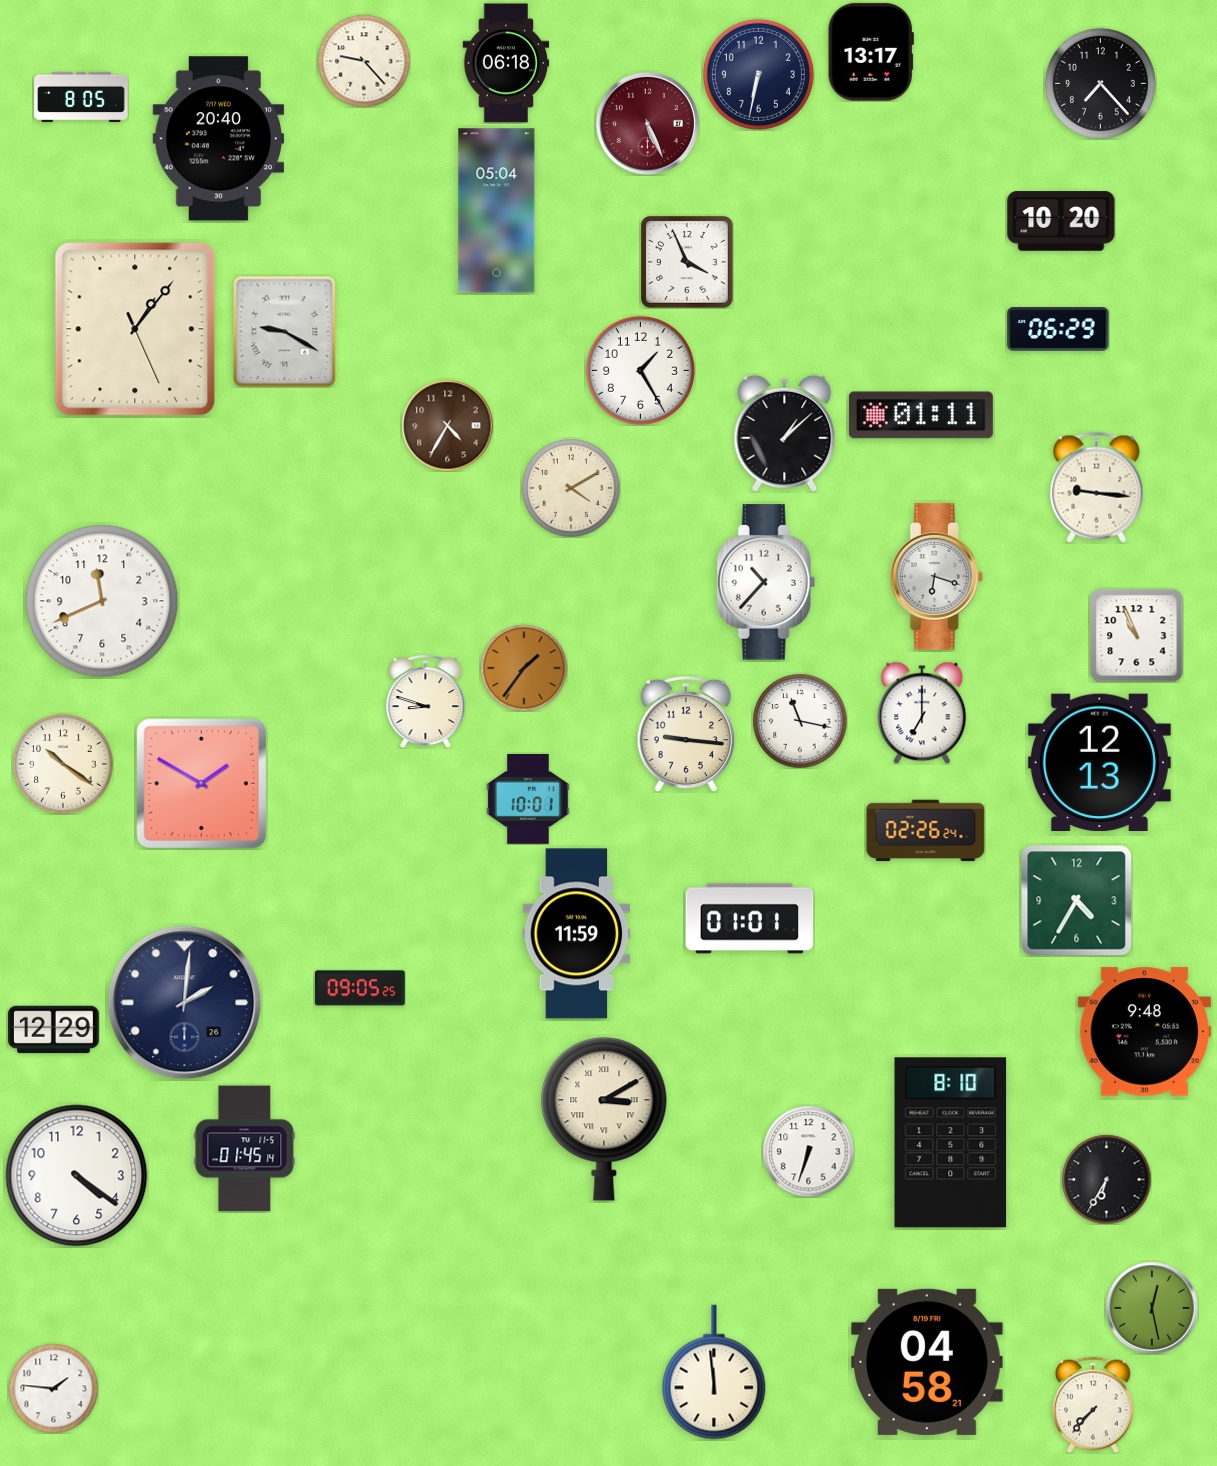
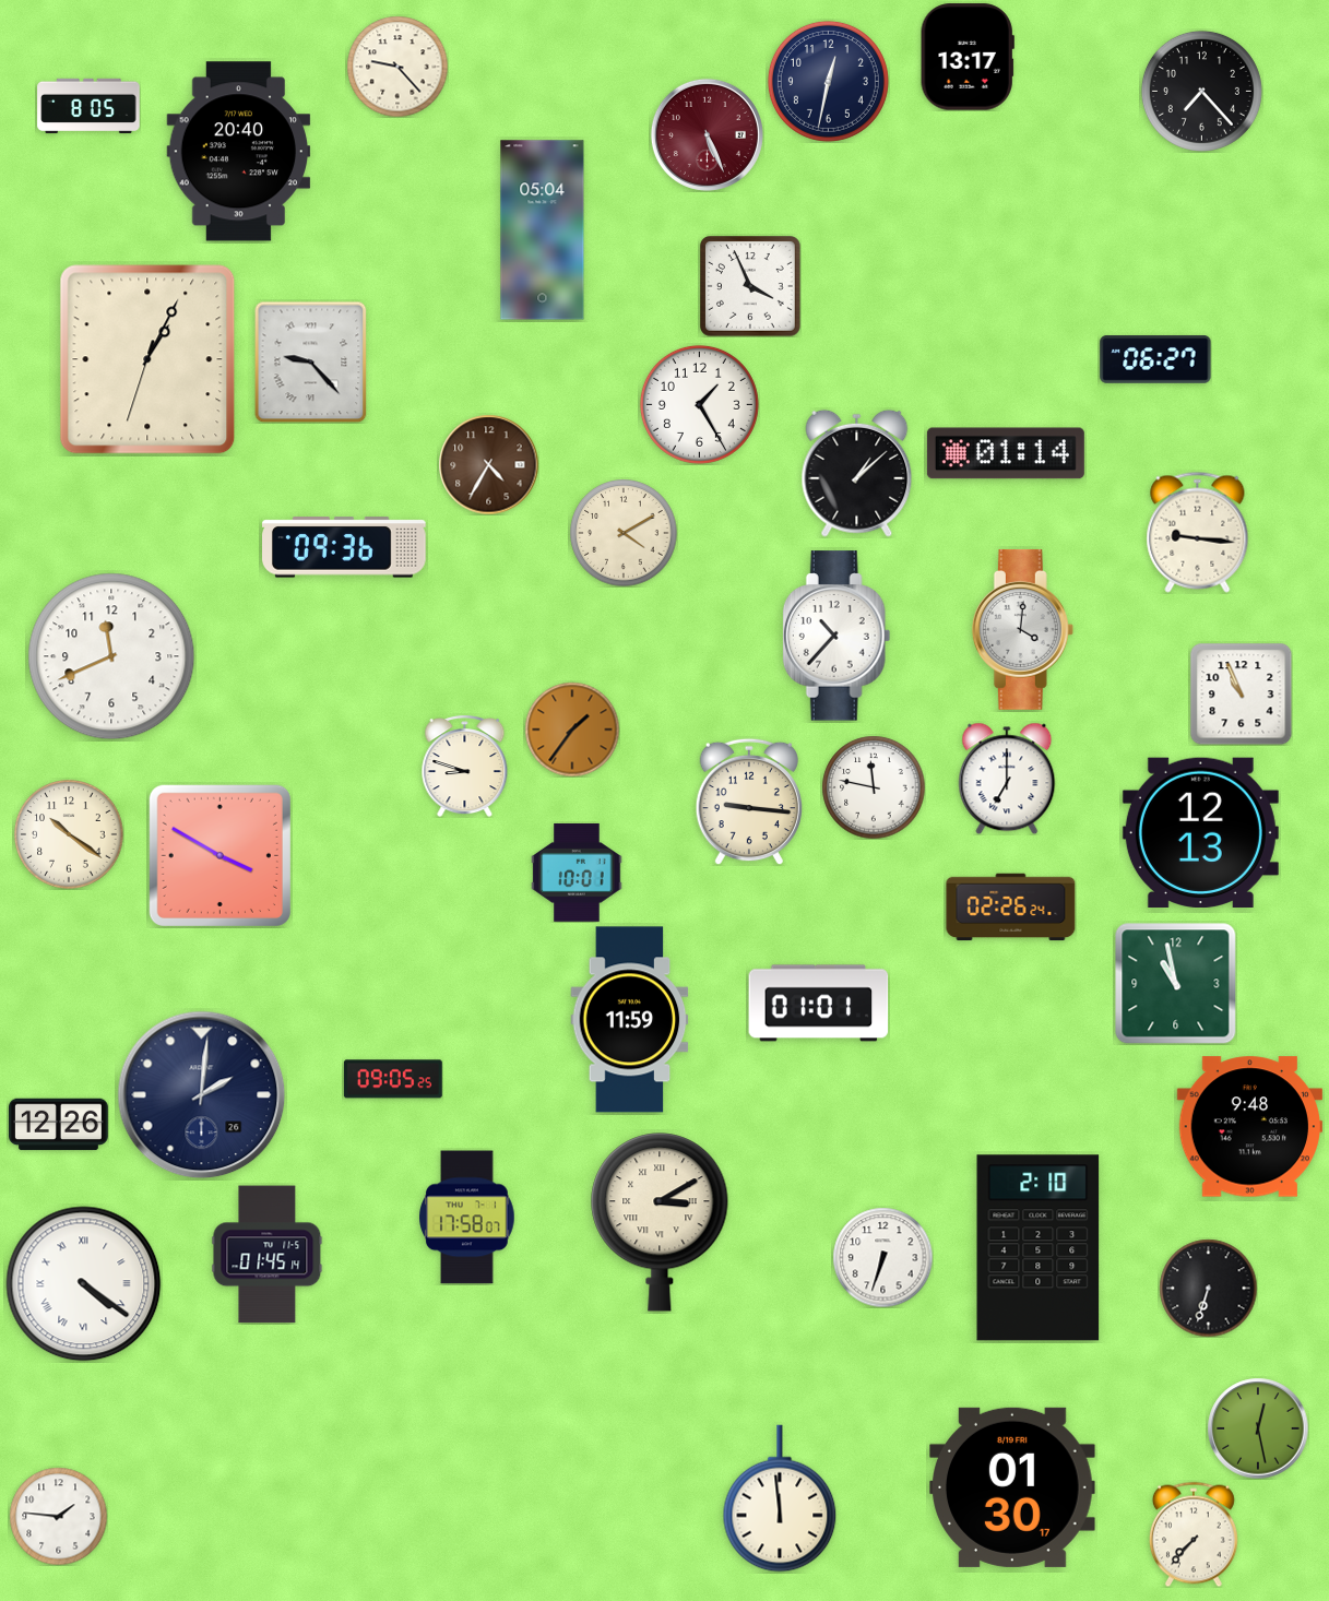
clock at (871, 52) position: (871, 52) -> (968, 57)
clock at (506, 63): 06:18 -> none
clock at (758, 74): 6:32 -> 12:32
clock at (1061, 221): 10:20 -> none
clock at (135, 329): 1:06 -> 1:04
clock at (1058, 329): 06:29 -> 06:27
clock at (285, 331): 9:20 -> 9:23
clock at (921, 415): 01:11 -> 01:14
clock at (345, 547): none -> 09:36
clock at (936, 576): 6:18 -> 4:01
clock at (800, 721): 11:17 -> 11:47
clock at (201, 783): 1:50 -> 3:50
clock at (1076, 900): 4:35 -> 10:58
clock at (54, 1030): 12:29 -> 12:26
clock at (467, 1218): none -> 17:58
clock at (951, 1143): 8:10 -> 2:10
clock at (77, 1176) numerals: Arabic -> Roman
clock at (1106, 1179): 6:35 -> 6:33
clock at (928, 1362): 04:58 -> 01:30
